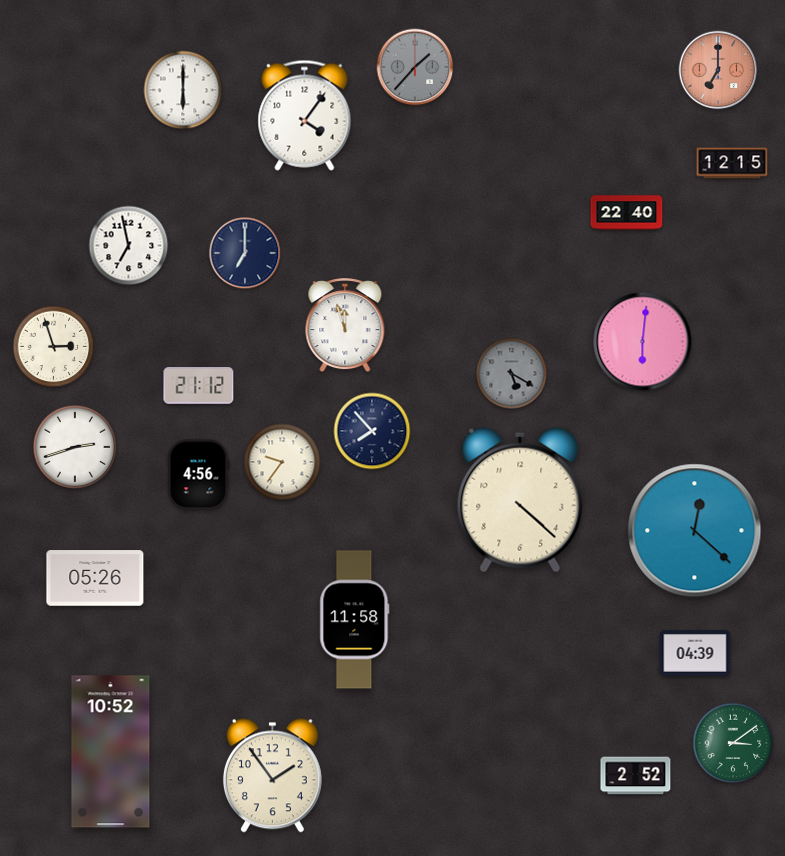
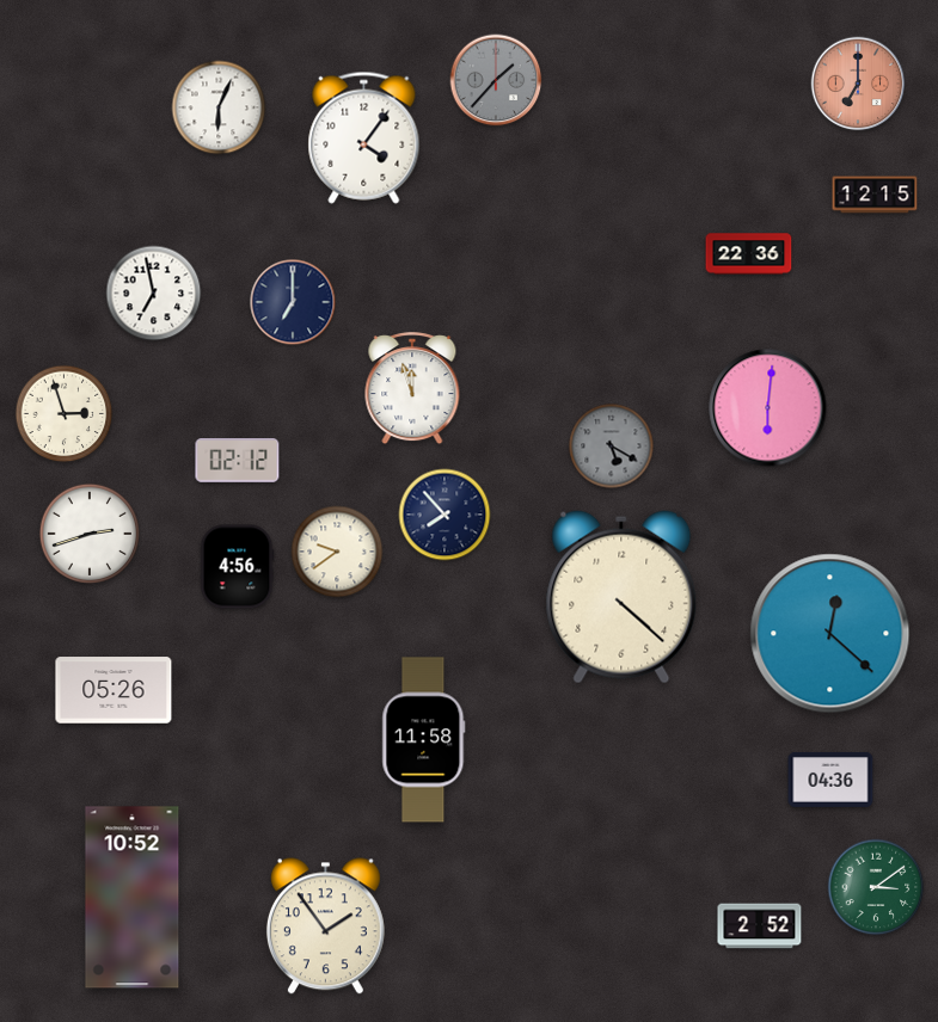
clock at (183, 90): 6:00 -> 6:04
clock at (627, 213): 22:40 -> 22:36
clock at (199, 386): 21:12 -> 02:12
clock at (282, 462): 9:36 -> 9:39
clock at (695, 653): 04:39 -> 04:36
